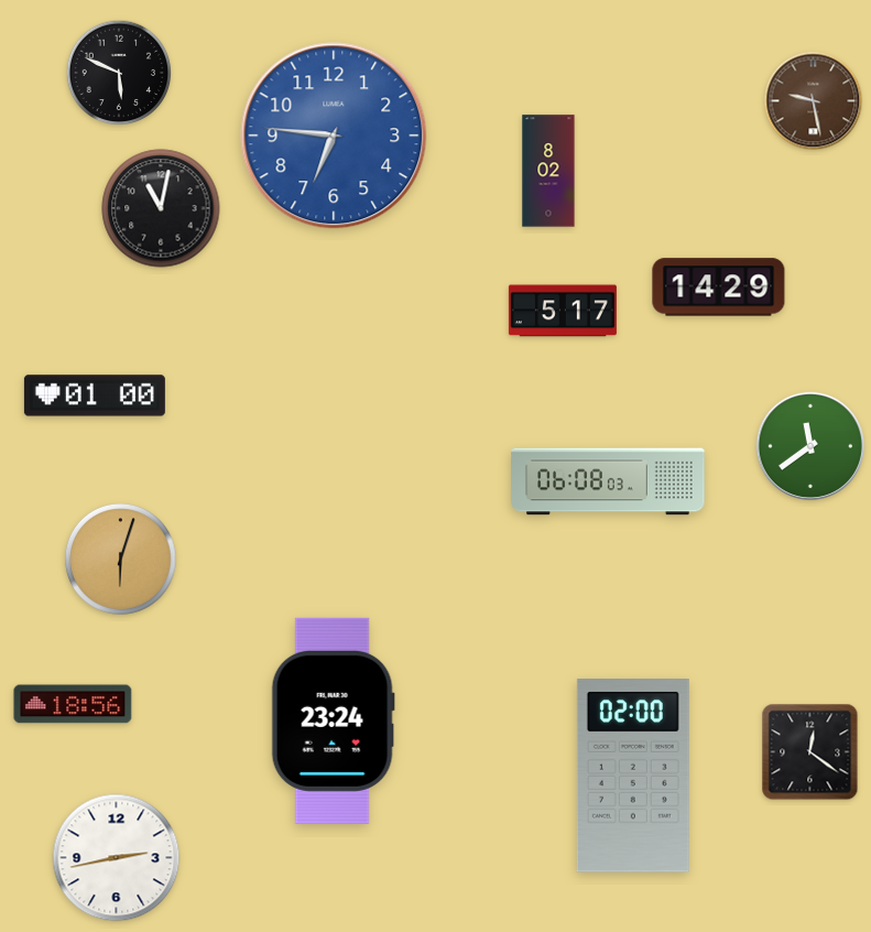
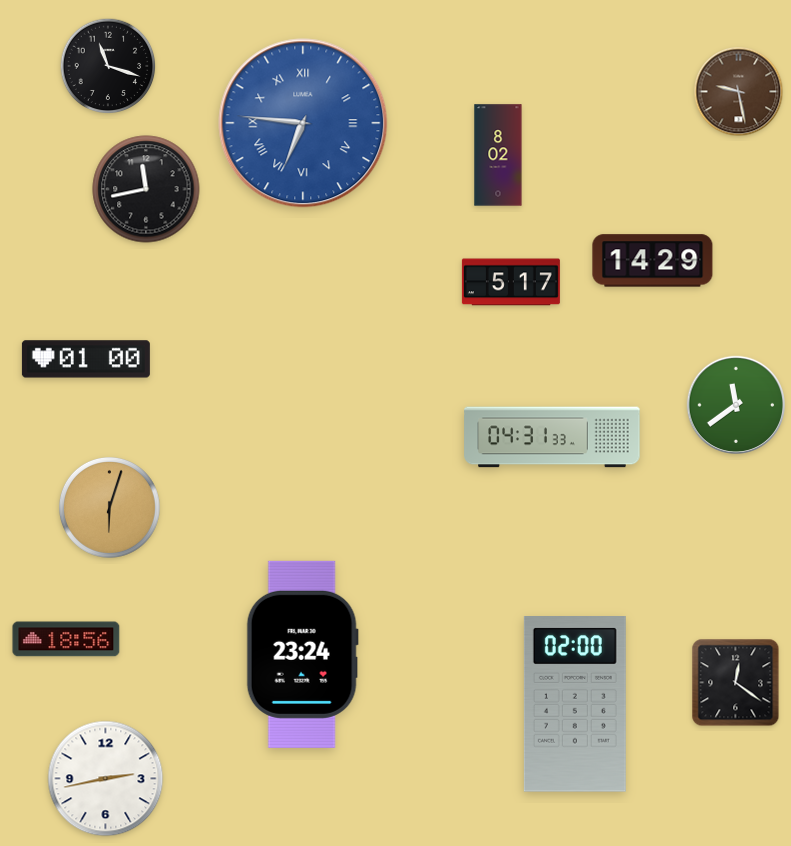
clock at (119, 73): 5:49 -> 11:18
clock at (334, 136) numerals: Arabic -> Roman
clock at (161, 208): 11:02 -> 11:43
clock at (608, 481): 06:08 -> 04:31
